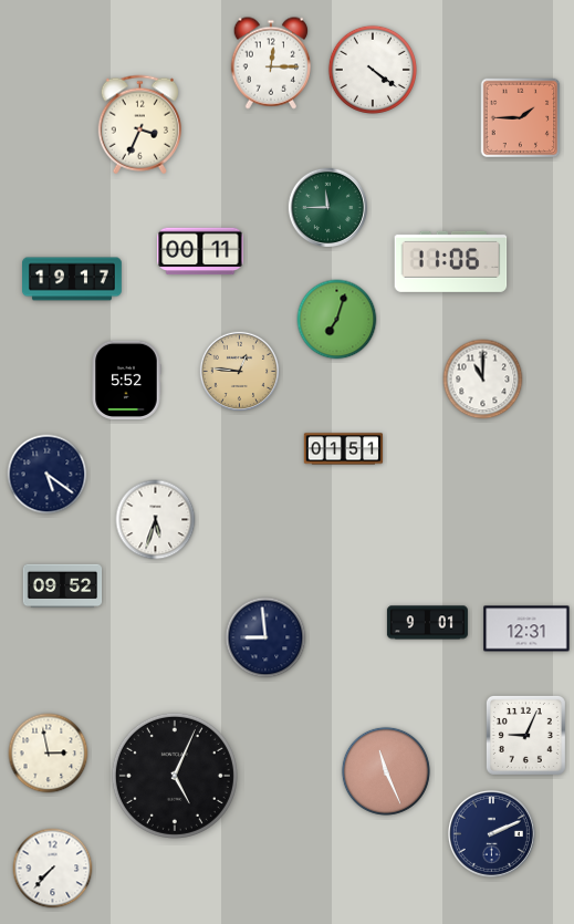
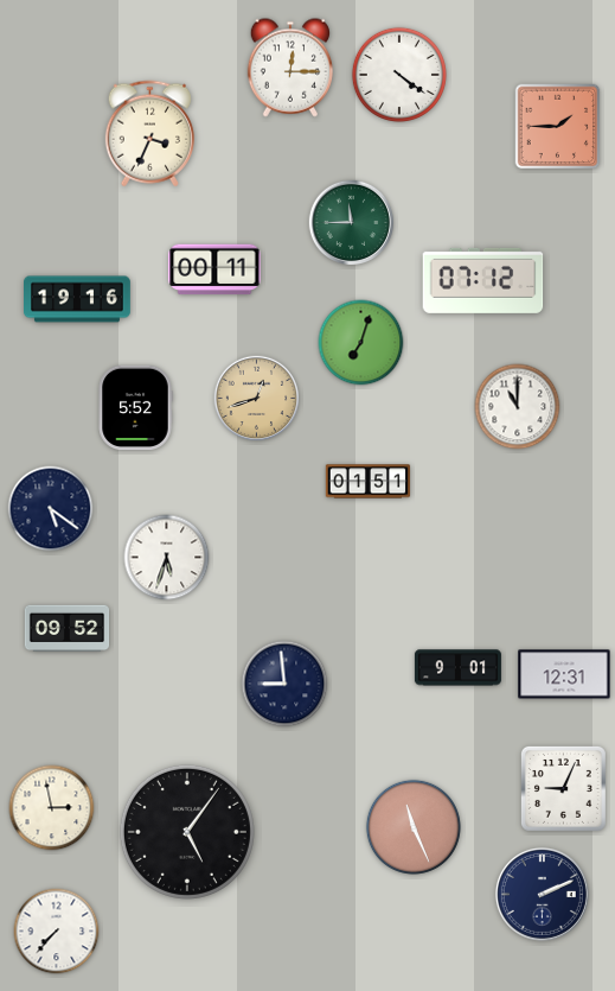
clock at (451, 261): 11:06 -> 07:12
clock at (73, 279): 19:17 -> 19:16
clock at (240, 372): 12:46 -> 12:42
clock at (175, 776): 5:04 -> 5:06
clock at (491, 833) position: (491, 833) -> (542, 894)
